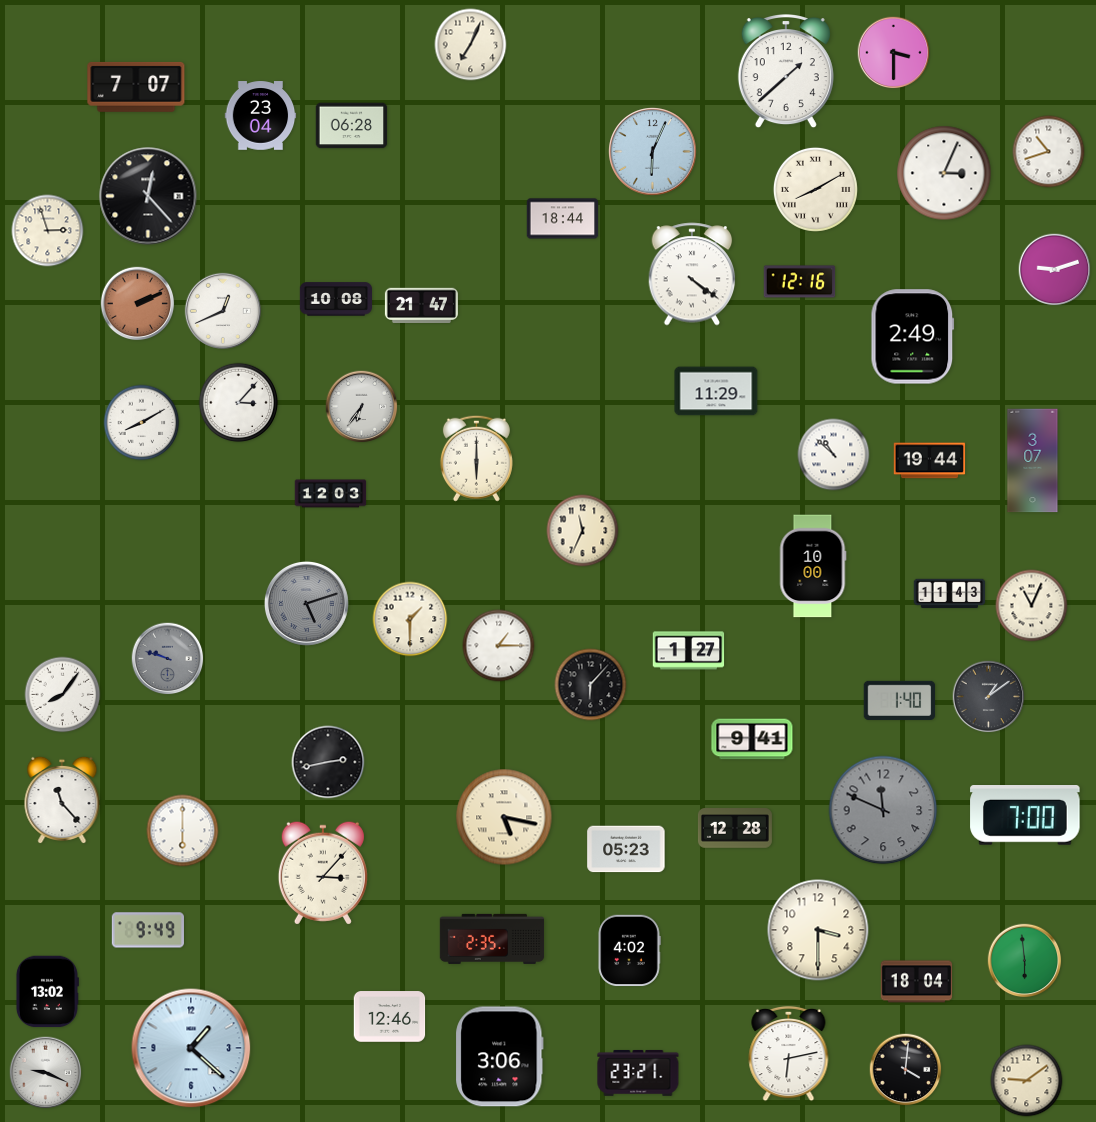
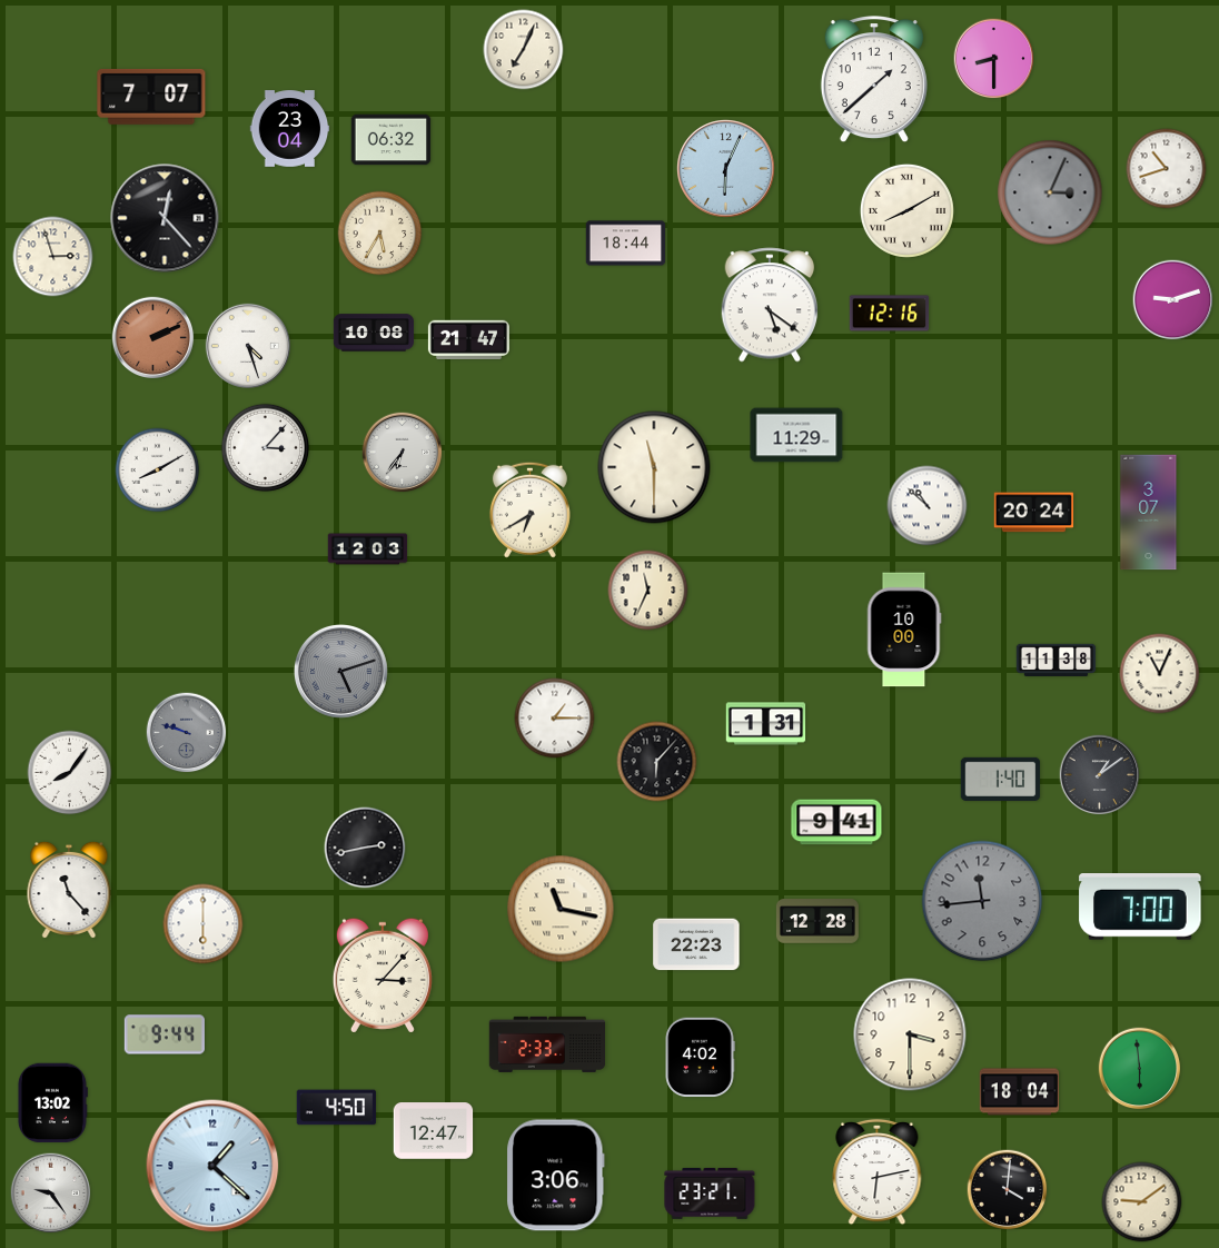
clock at (894, 53): 3:30 -> 8:30
clock at (352, 126): 06:28 -> 06:32
clock at (944, 173) dial: white -> grey
clock at (380, 234): none -> 5:35
clock at (692, 274): 4:21 -> 5:21
clock at (222, 310): 12:41 -> 4:27
clock at (913, 337): 2:49 -> none
clock at (654, 467): none -> 11:30
clock at (476, 458): 6:00 -> 6:40
clock at (930, 461): 19:44 -> 20:24
clock at (950, 594): 11:43 -> 11:38
clock at (1032, 606) position: (1032, 606) -> (1160, 674)
clock at (410, 619): 1:30 -> none
clock at (689, 651): 1:27 -> 1:31
clock at (883, 810): 11:49 -> 11:44
clock at (504, 817): 5:17 -> 11:17
clock at (626, 849): 05:23 -> 22:23
clock at (323, 873) position: (323, 873) -> (383, 975)
clock at (148, 930): 9:49 -> 9:44
clock at (492, 939): 2:35 -> 2:33
clock at (337, 1108): none -> 4:50
clock at (390, 1017): 12:46 -> 12:47
clock at (46, 1073): 9:19 -> 9:24
